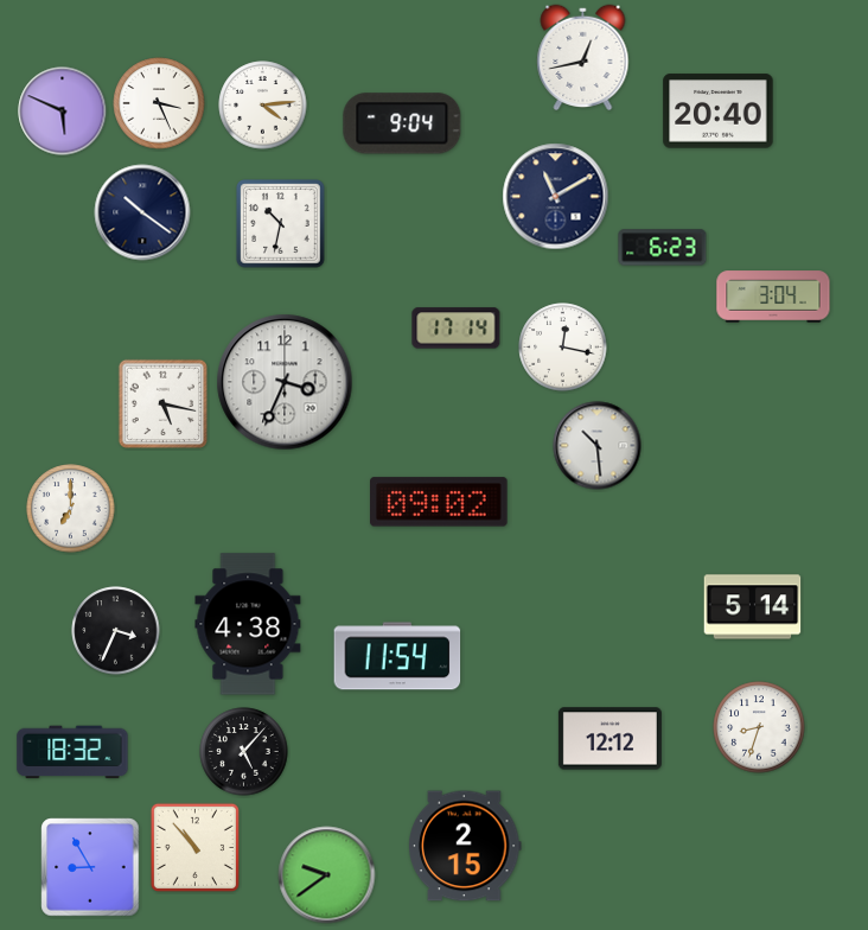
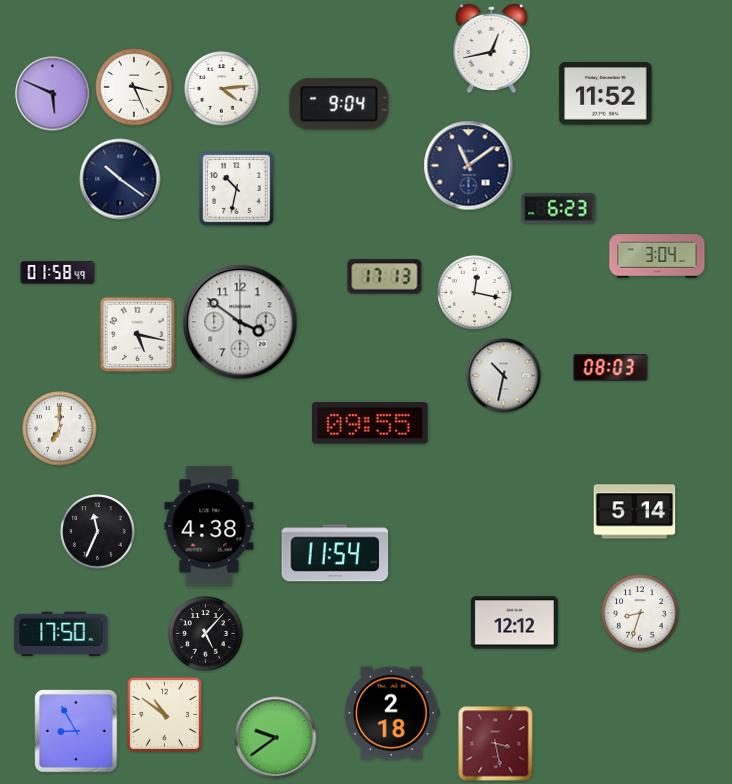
clock at (719, 112): 20:40 -> 11:52
clock at (556, 197): 11:10 -> 11:09
clock at (773, 297) position: (773, 297) -> (657, 256)
clock at (58, 272): none -> 01:58
clock at (457, 329): 17:14 -> 17:13
clock at (285, 382): 3:34 -> 3:51
clock at (162, 403) position: (162, 403) -> (137, 334)
clock at (611, 368): none -> 08:03
clock at (598, 446): 10:29 -> 10:32
clock at (439, 502): 09:02 -> 09:55
clock at (116, 631): 3:34 -> 11:34
clock at (72, 752): 18:32 -> 17:50
clock at (466, 846): 2:15 -> 2:18
clock at (194, 847): 10:53 -> 10:51
clock at (496, 744): none -> 3:28
